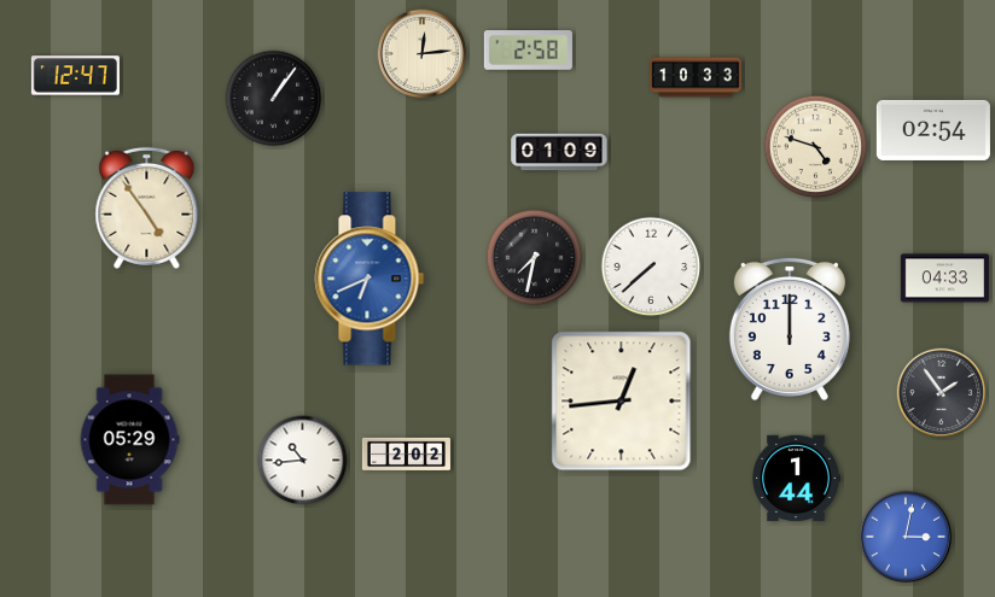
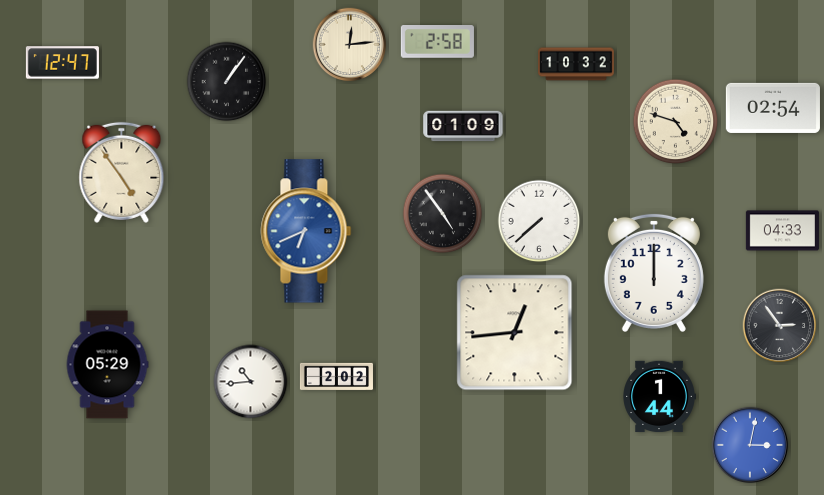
clock at (696, 77): 10:33 -> 10:32
clock at (535, 258): 7:32 -> 4:54
clock at (942, 393): 1:54 -> 2:54
